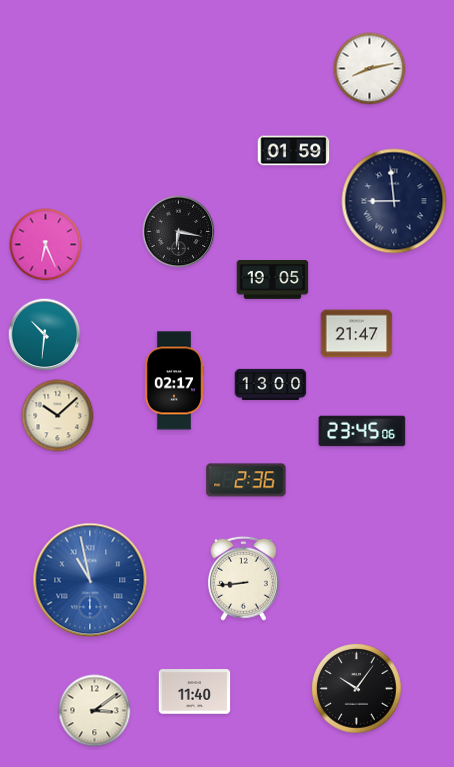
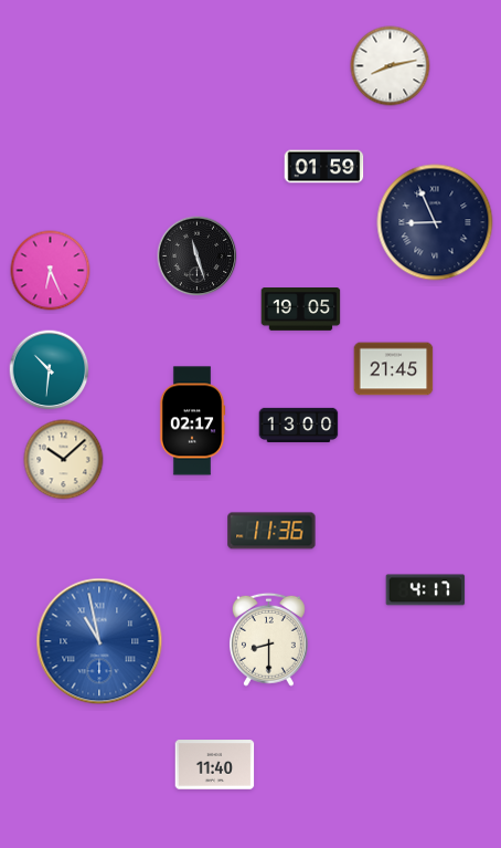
clock at (370, 69) position: (370, 69) -> (391, 66)
clock at (394, 201): 8:59 -> 8:56
clock at (179, 232): 6:17 -> 11:27
clock at (357, 334): 21:47 -> 21:45
clock at (362, 431): 23:45 -> none
clock at (246, 480): 2:36 -> 11:36
clock at (426, 590): none -> 4:17
clock at (243, 578): 8:44 -> 8:30
clock at (357, 689): 10:06 -> none
clock at (95, 711): 3:09 -> none
